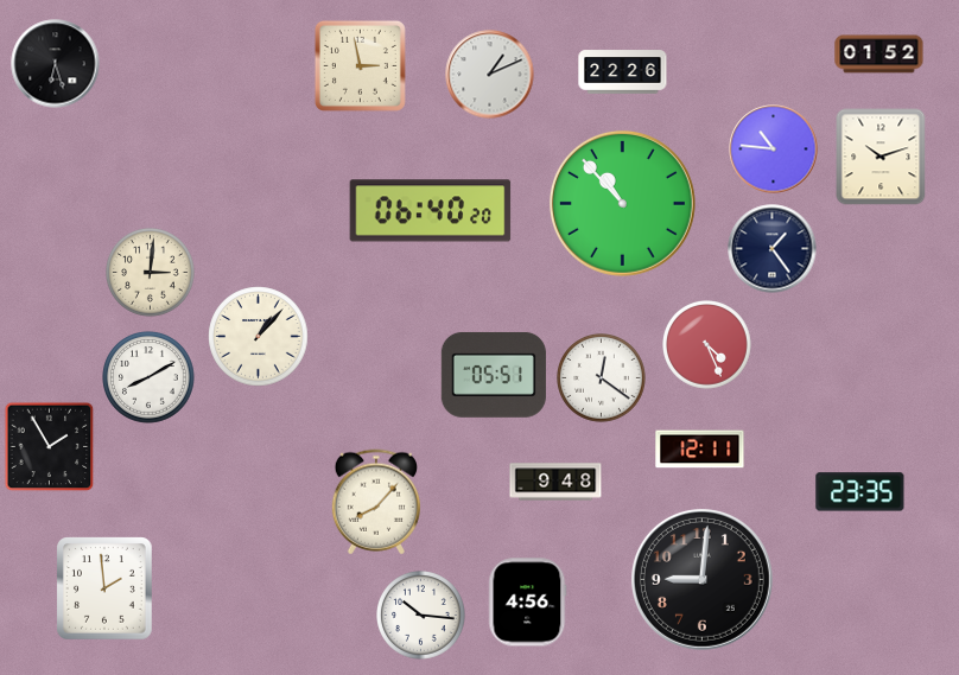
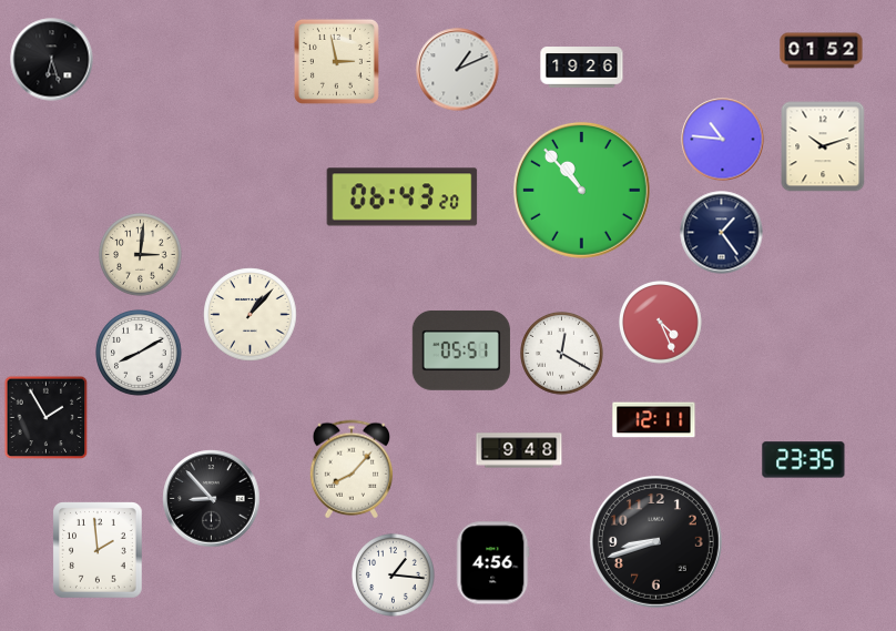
clock at (623, 72): 22:26 -> 19:26
clock at (431, 211): 06:40 -> 06:43
clock at (259, 337) position: (259, 337) -> (251, 315)
clock at (602, 378): 12:21 -> 12:20
clock at (212, 499): none -> 8:53
clock at (701, 579): 9:01 -> 8:42
clock at (421, 616): 10:16 -> 1:16
